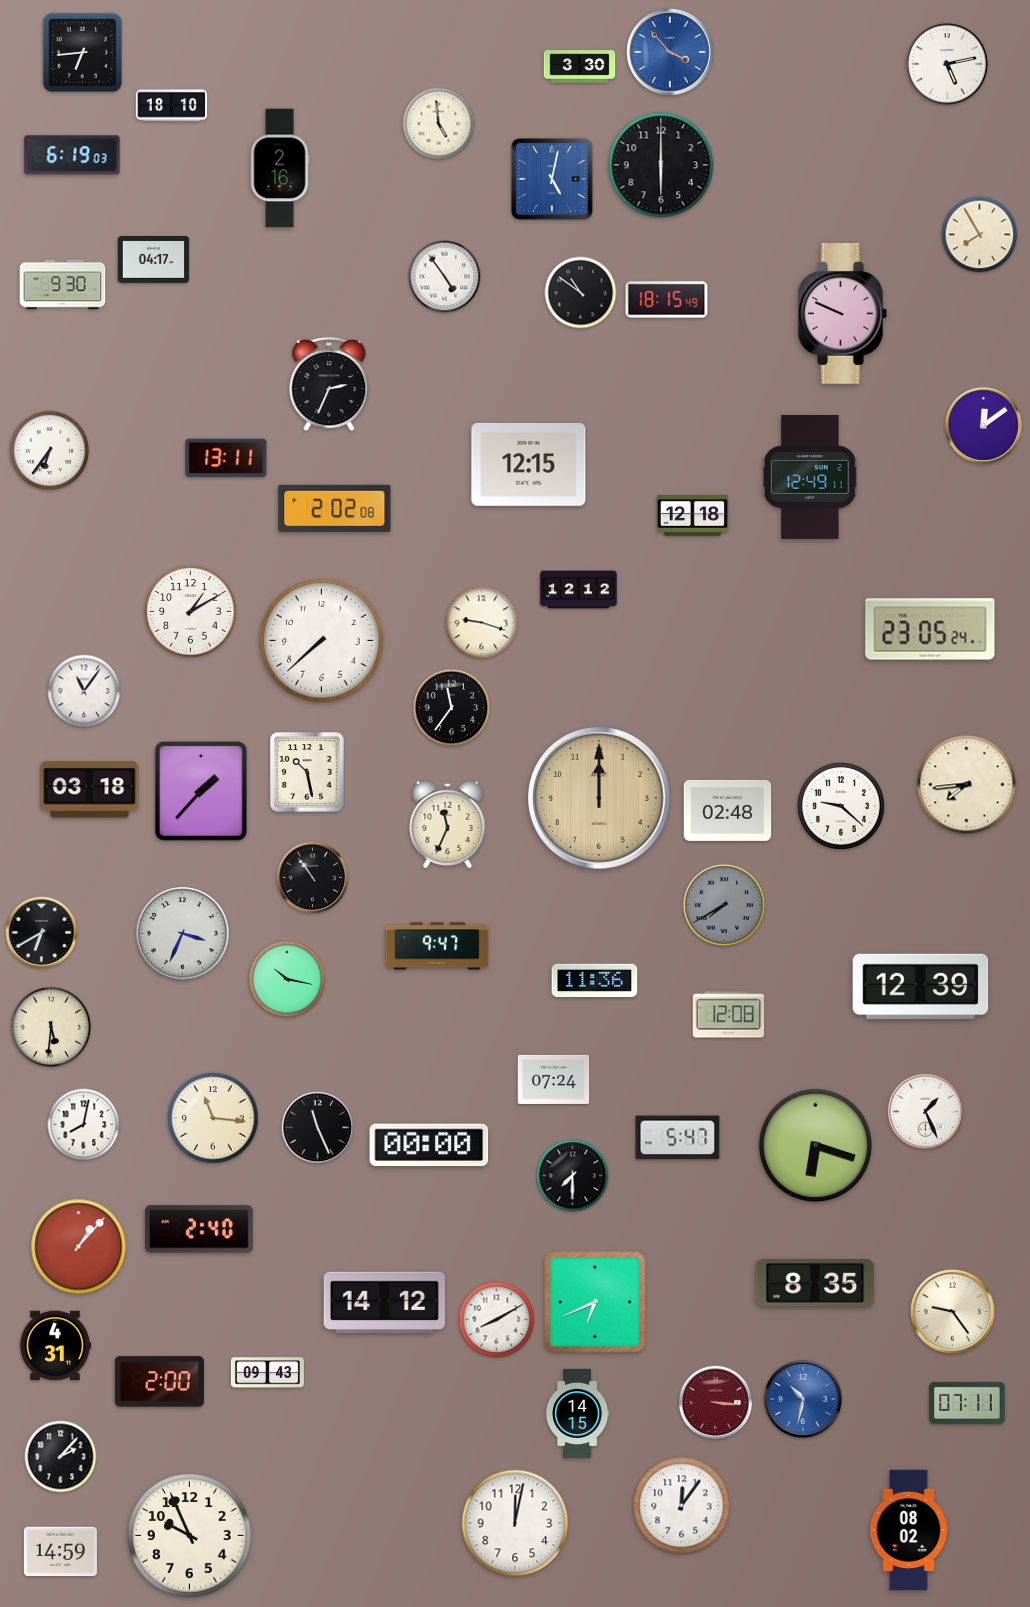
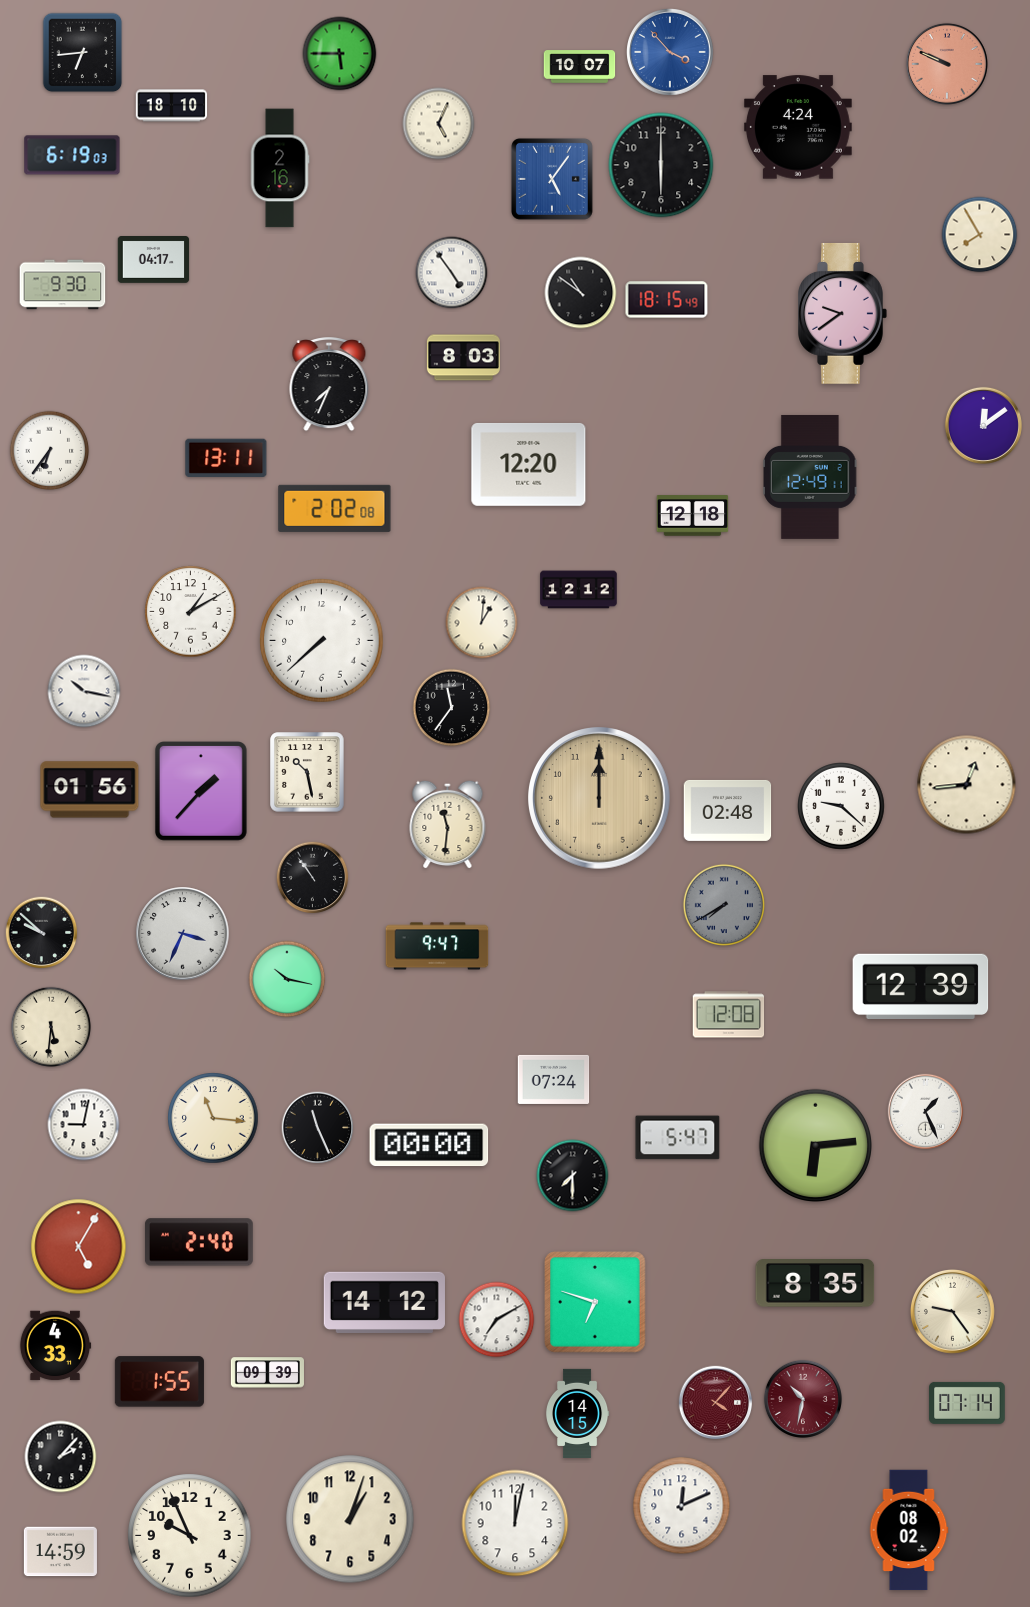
clock at (340, 54): none -> 5:45
clock at (947, 64): 5:13 -> 9:49
clock at (947, 64) dial: white -> salmon
clock at (580, 67): 3:30 -> 10:07
clock at (439, 124): 4:59 -> 5:04
clock at (798, 127): none -> 4:24
clock at (552, 179): 5:02 -> 5:06
clock at (445, 277) position: (445, 277) -> (452, 273)
clock at (843, 313): 9:49 -> 9:39
clock at (463, 358): none -> 8:03
clock at (329, 385): 2:34 -> 7:34
clock at (529, 464): 12:15 -> 12:20
clock at (482, 623): 9:18 -> 1:01
clock at (930, 629): 23:05 -> none
clock at (84, 691): 11:06 -> 10:17
clock at (967, 785): 7:44 -> 12:44
clock at (90, 790): 03:18 -> 01:56
clock at (448, 824): 11:34 -> 11:31
clock at (42, 933): 6:40 -> 9:52
clock at (595, 981): 11:36 -> none
clock at (84, 1125): 8:02 -> 9:02
clock at (815, 1145): 6:18 -> 6:14
clock at (199, 1229) position: (199, 1229) -> (199, 1242)
clock at (79, 1247): 1:07 -> 5:05
clock at (595, 1302): 6:41 -> 6:48
clock at (497, 1320): 8:10 -> 7:10
clock at (55, 1346): 4:31 -> 4:33
clock at (267, 1373): 09:43 -> 09:39
clock at (159, 1382): 2:00 -> 1:55
clock at (803, 1399) dial: blue -> burgundy
clock at (716, 1403): 3:16 -> 4:07
clock at (967, 1403): 07:11 -> 07:14
clock at (682, 1506): 12:06 -> 12:11
clock at (350, 1519): none -> 1:03
